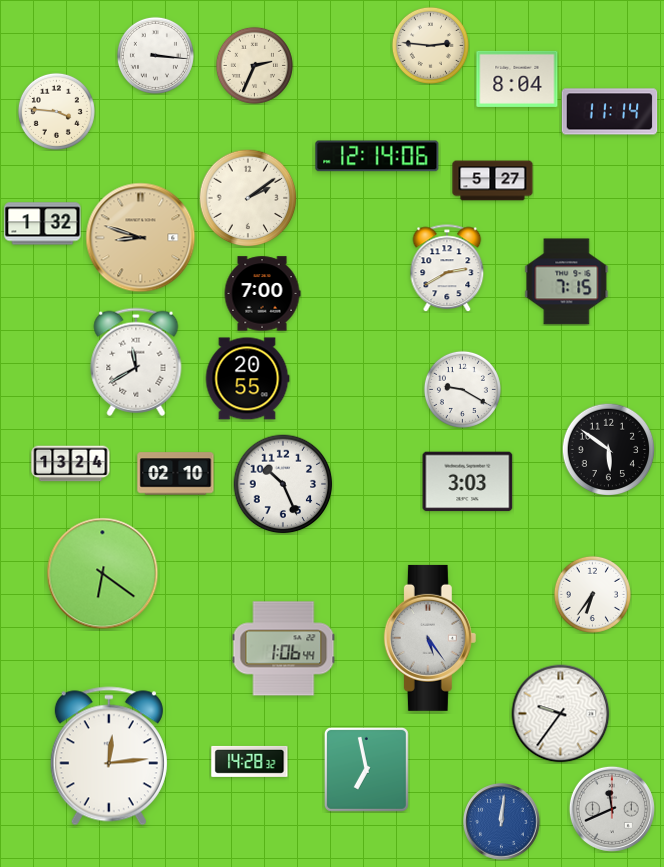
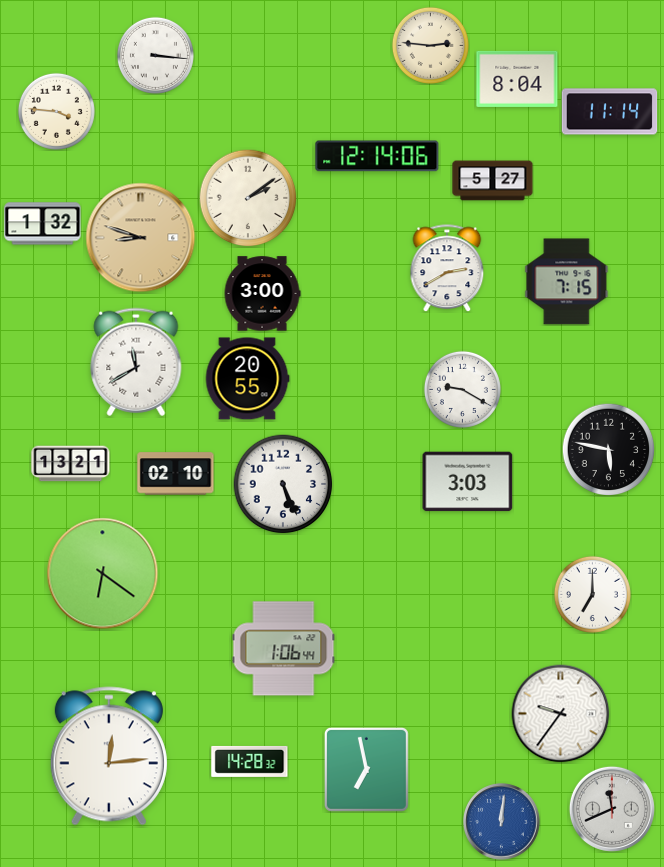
clock at (254, 65): 2:34 -> none
clock at (262, 294): 7:00 -> 3:00
clock at (608, 449): 5:51 -> 5:47
clock at (71, 464): 13:24 -> 13:21
clock at (283, 484): 10:26 -> 5:26
clock at (592, 594): 6:36 -> 7:00
clock at (430, 638): 5:24 -> none
